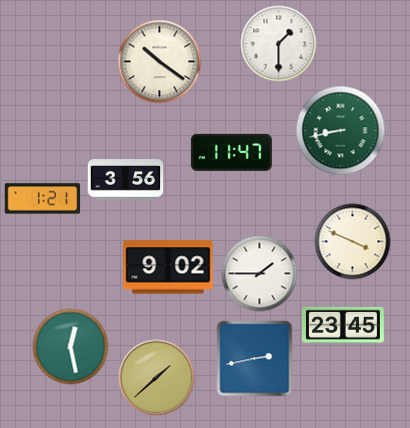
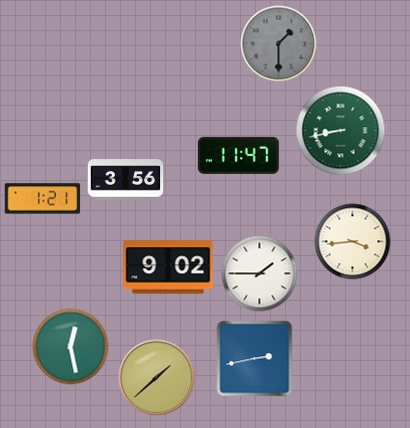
clock at (279, 44) dial: white -> grey
clock at (160, 62): 10:21 -> none
clock at (231, 152) position: (231, 152) -> (238, 155)
clock at (353, 242): 3:49 -> 3:44
clock at (343, 325): 23:45 -> none
